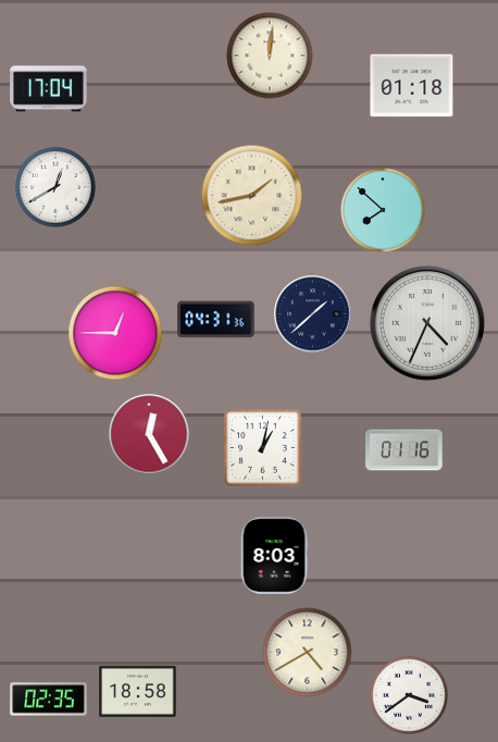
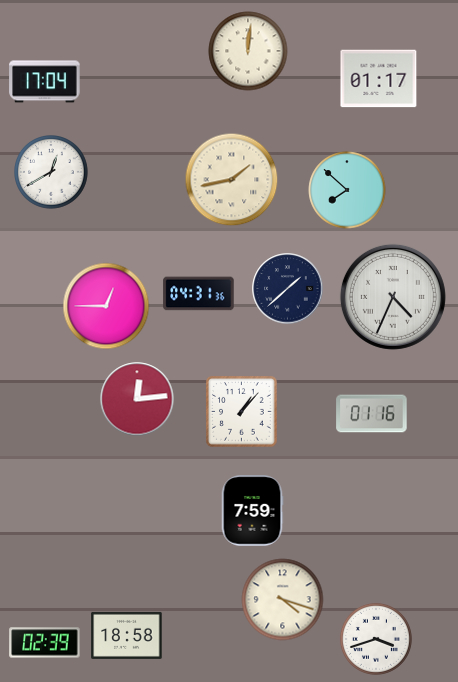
clock at (412, 86): 01:18 -> 01:17
clock at (383, 210) position: (383, 210) -> (347, 190)
clock at (149, 434): 12:25 -> 12:14
clock at (263, 448): 1:02 -> 1:07
clock at (274, 556): 8:03 -> 7:59
clock at (308, 653): 4:40 -> 4:18
clock at (409, 695): 3:39 -> 3:42
clock at (49, 700): 02:35 -> 02:39
